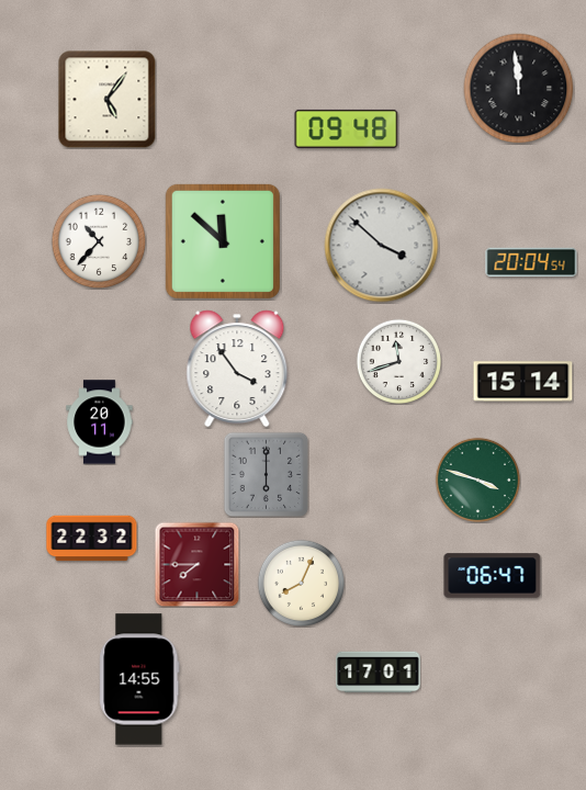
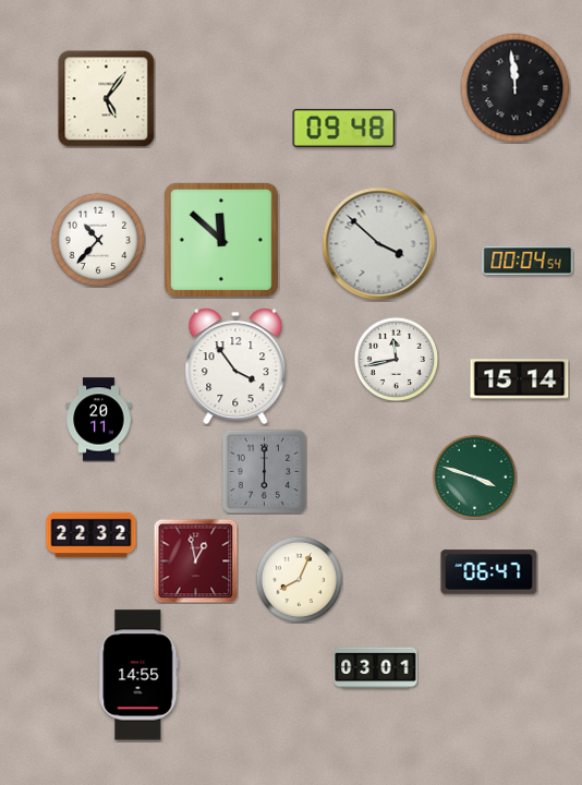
clock at (531, 262): 20:04 -> 00:04
clock at (398, 361): 11:42 -> 11:43
clock at (196, 564): 7:45 -> 12:58
clock at (379, 673): 17:01 -> 03:01
